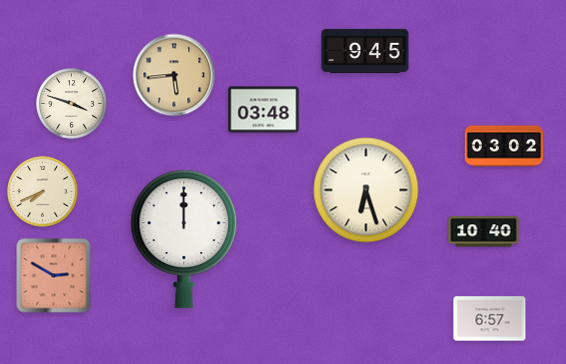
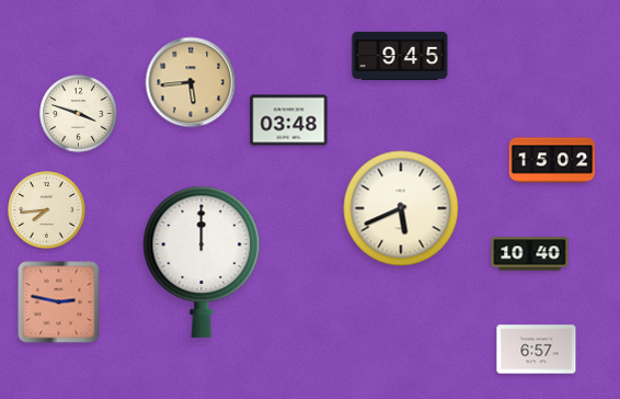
clock at (504, 146): 03:02 -> 15:02
clock at (366, 190): 6:27 -> 5:41
clock at (43, 192): 7:41 -> 7:44
clock at (54, 276): 2:50 -> 2:47
